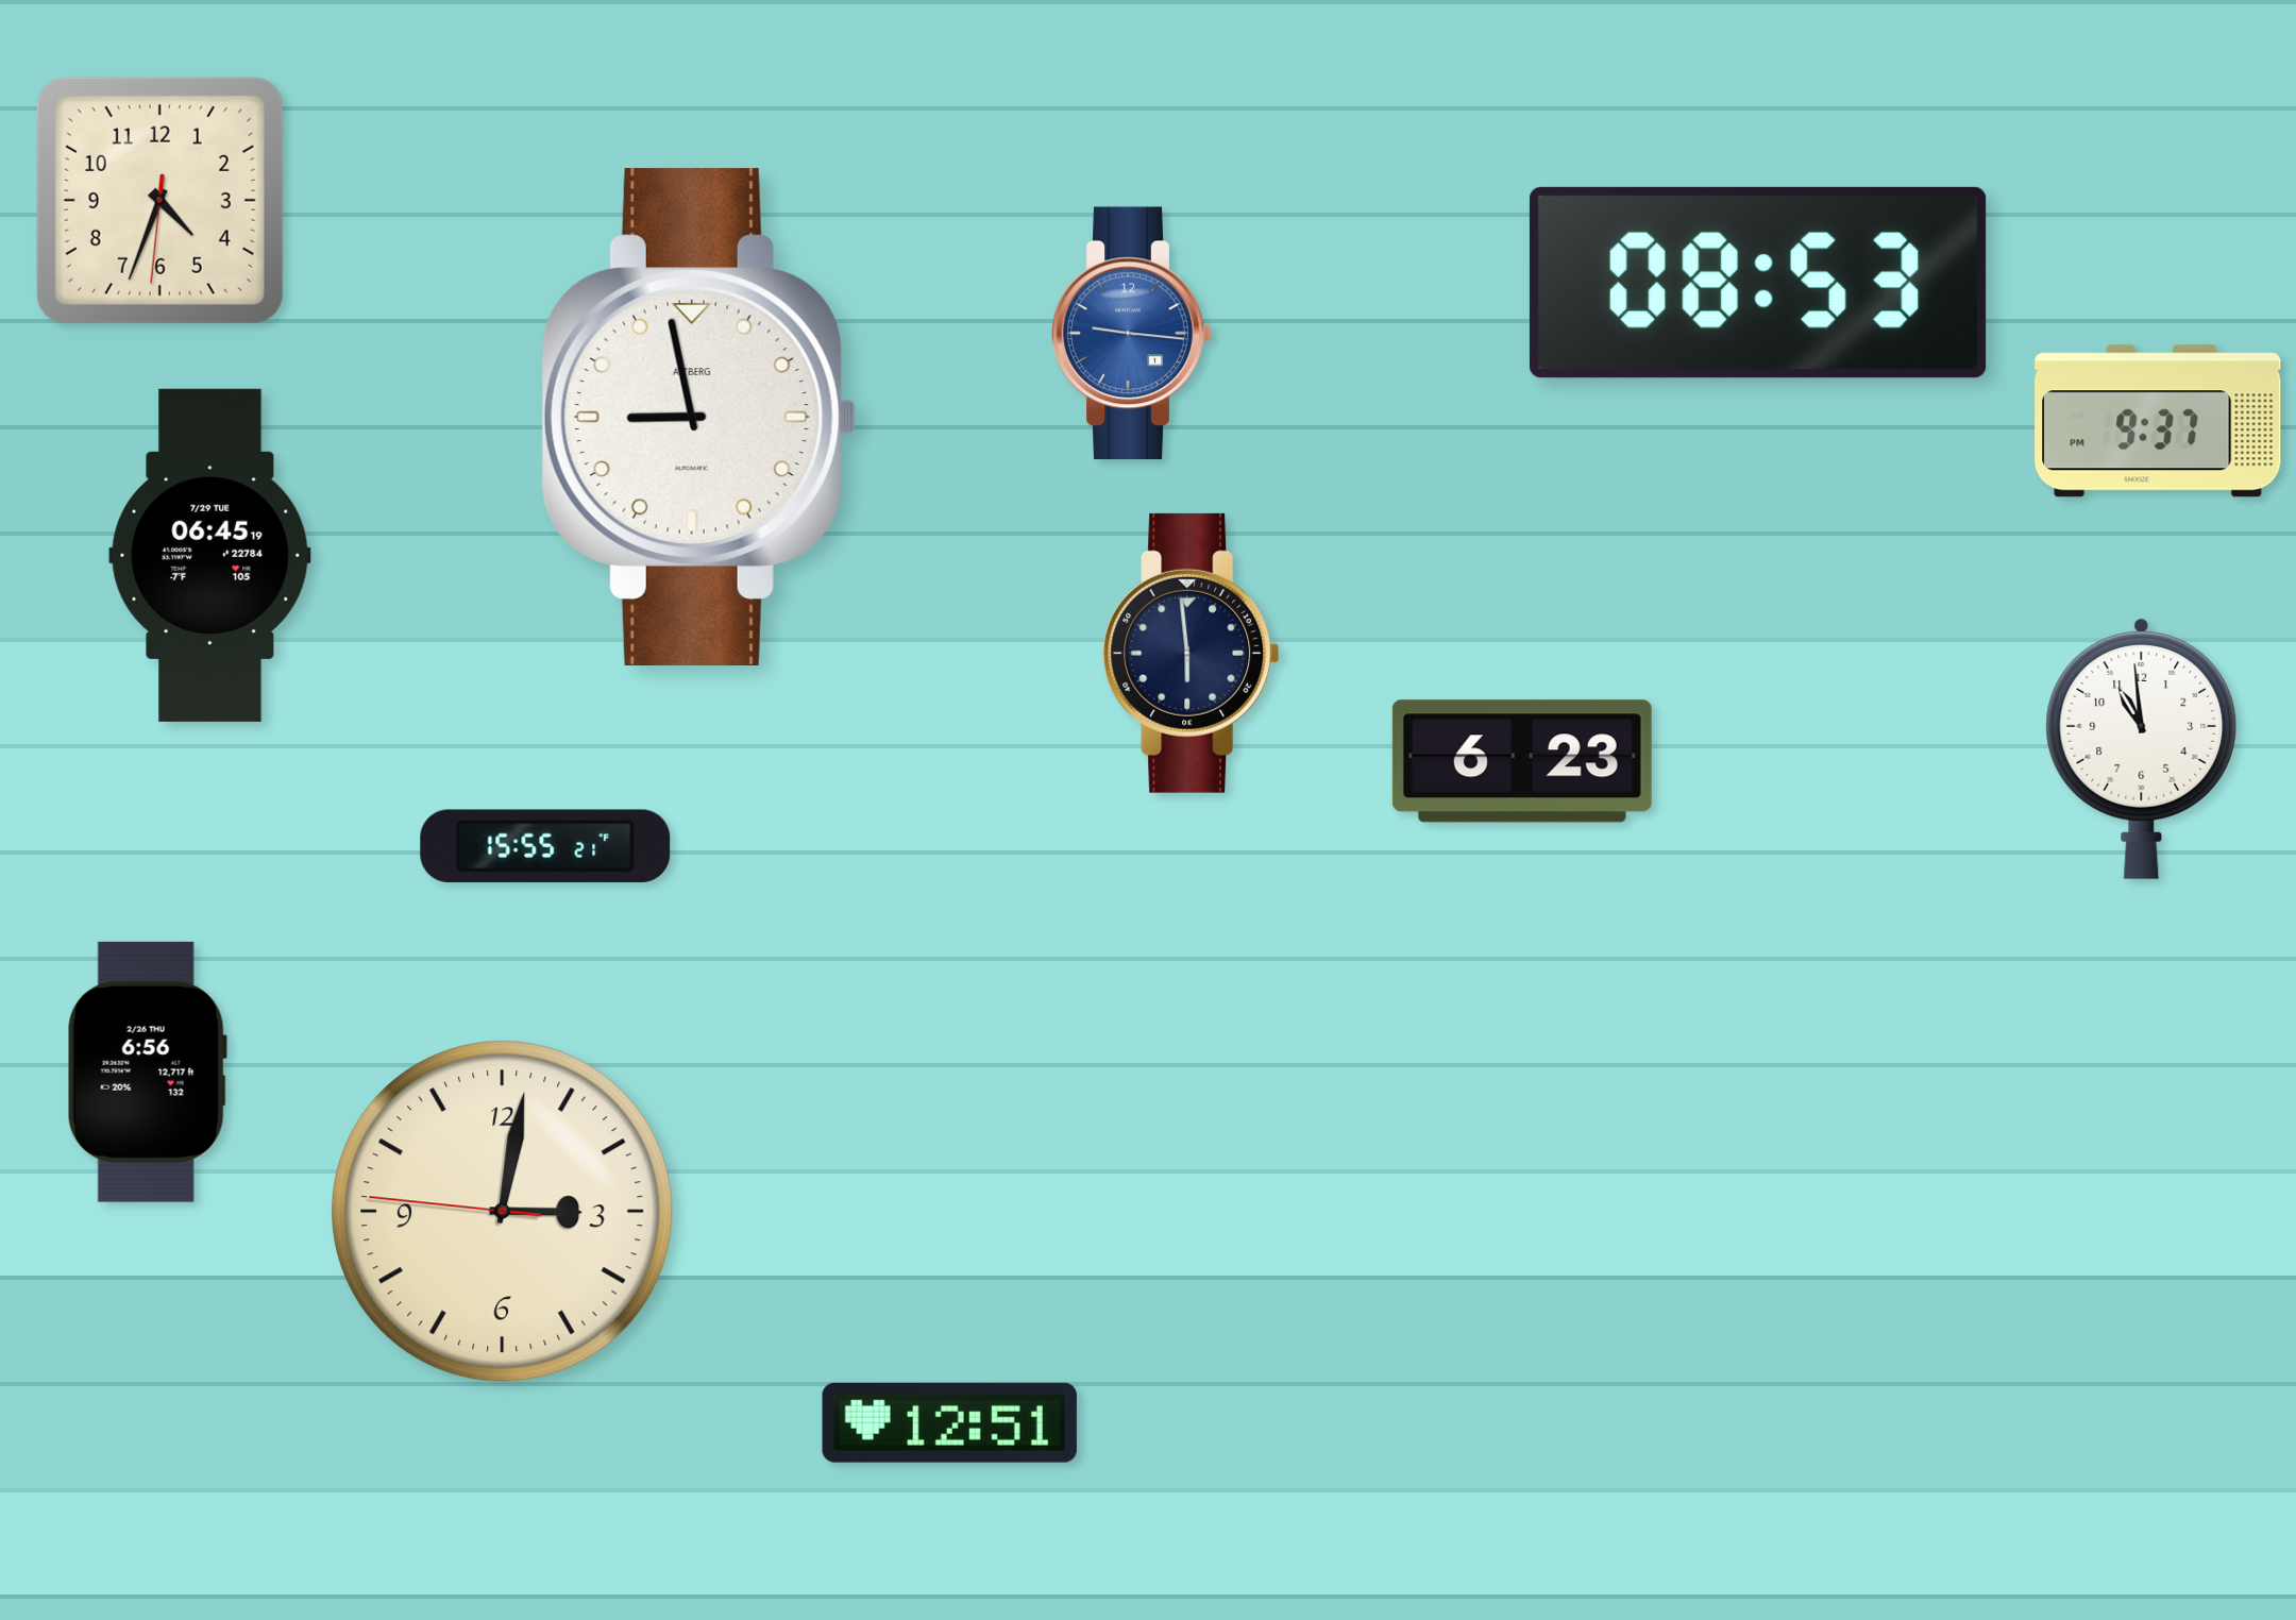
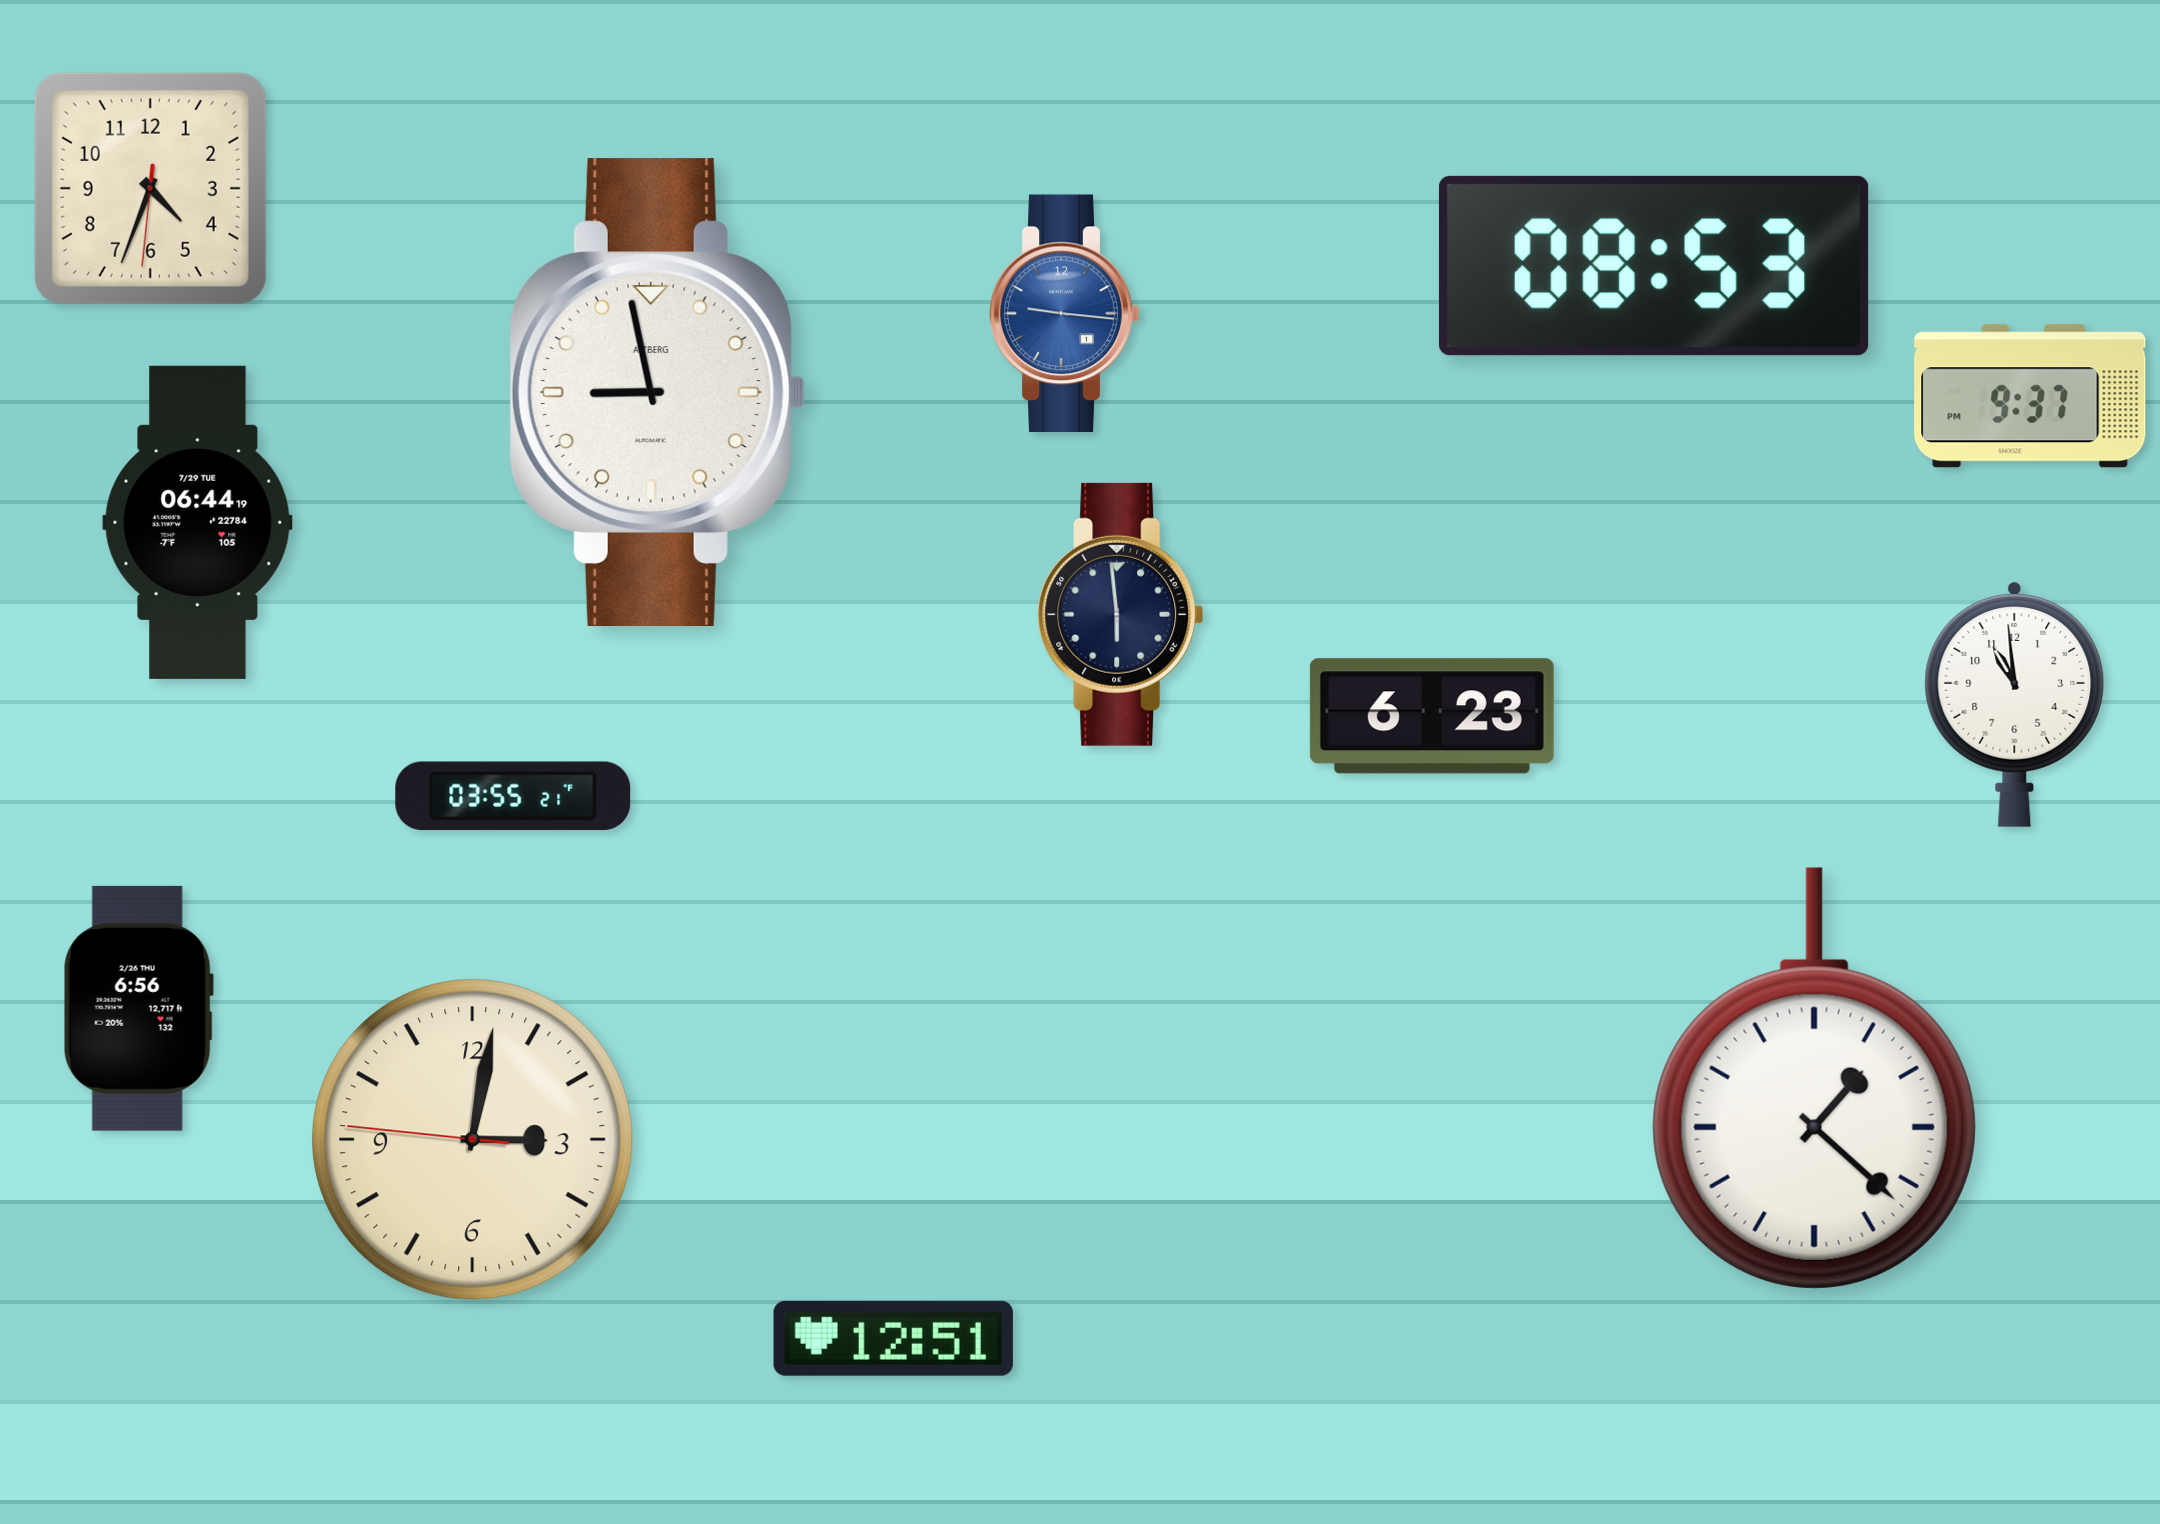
clock at (210, 555): 06:45 -> 06:44
clock at (545, 846): 15:55 -> 03:55
clock at (1814, 1078): none -> 1:22
